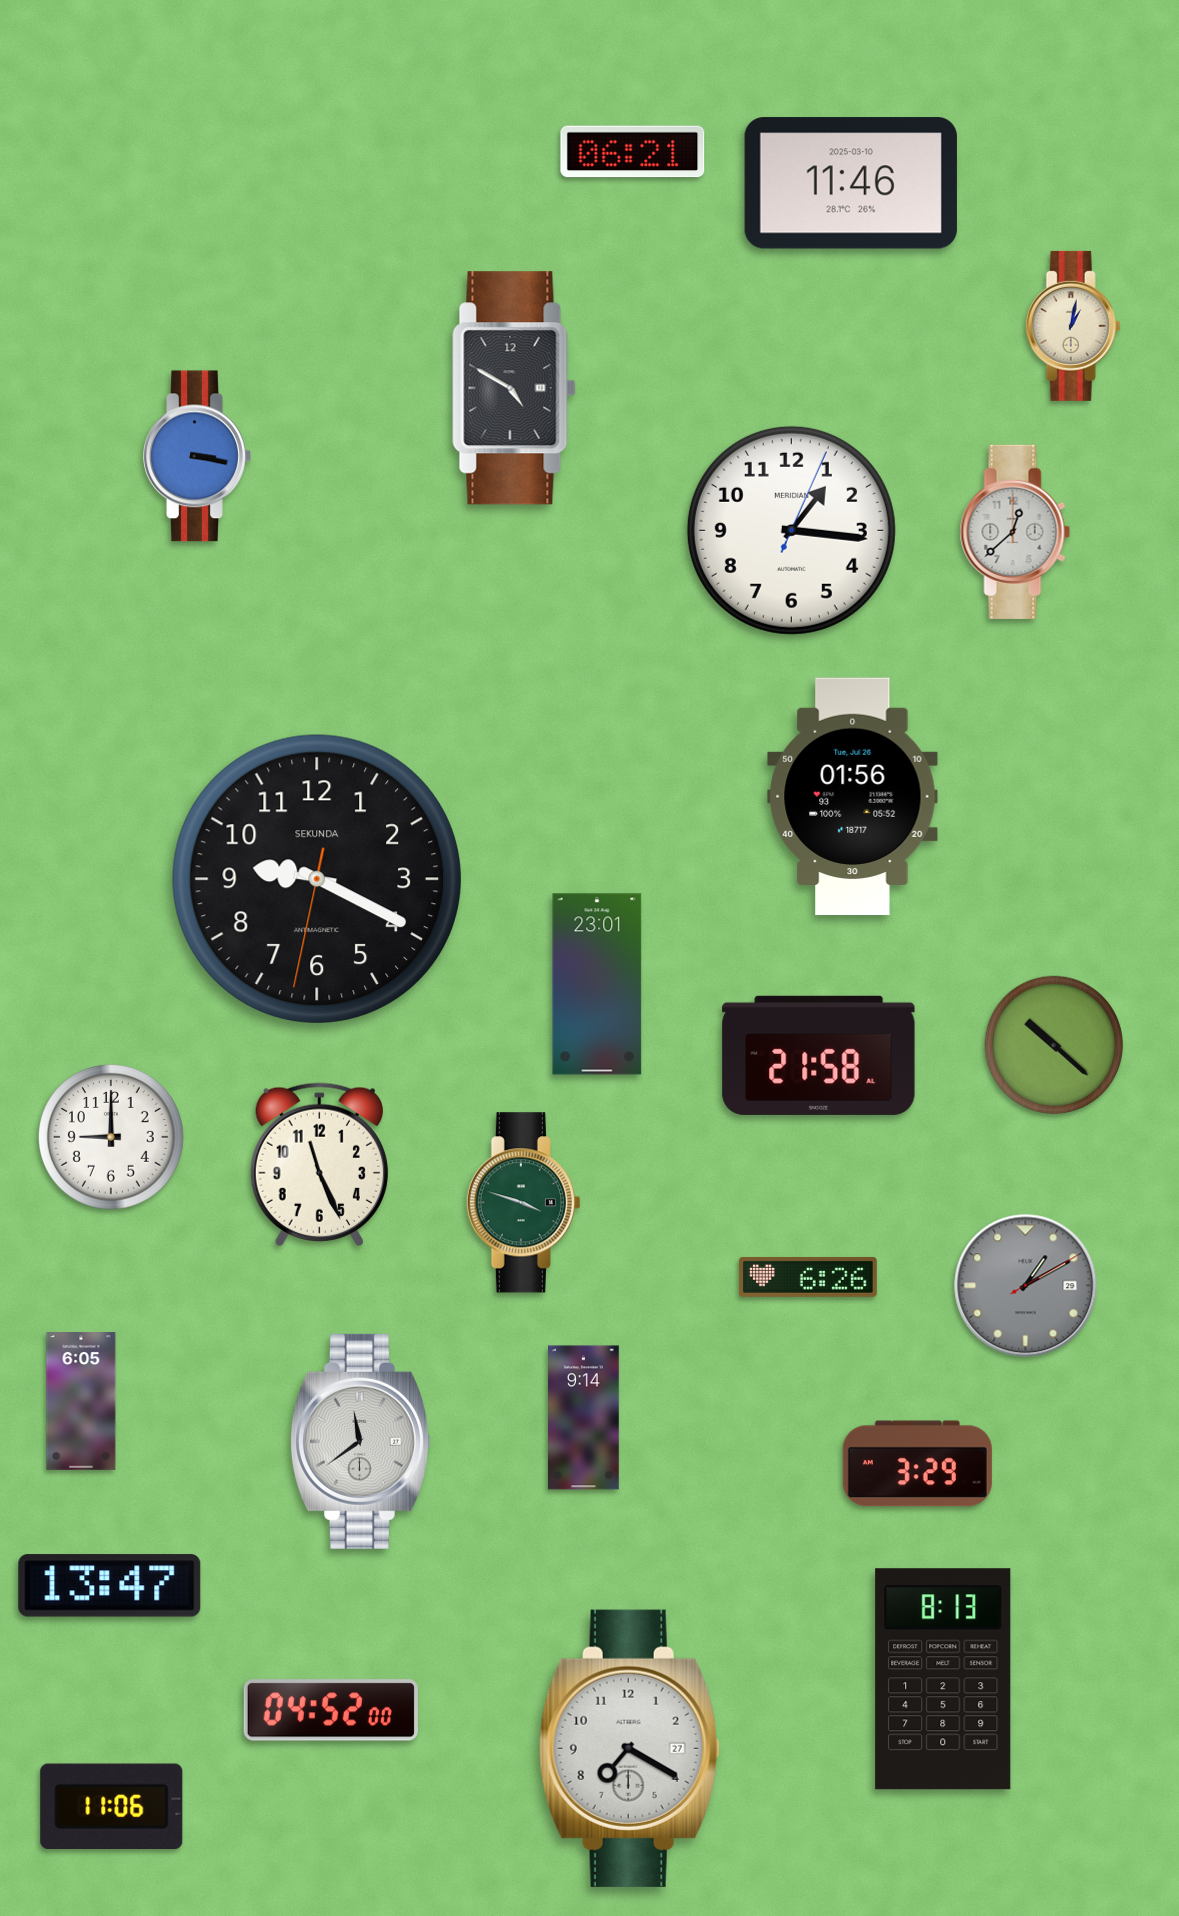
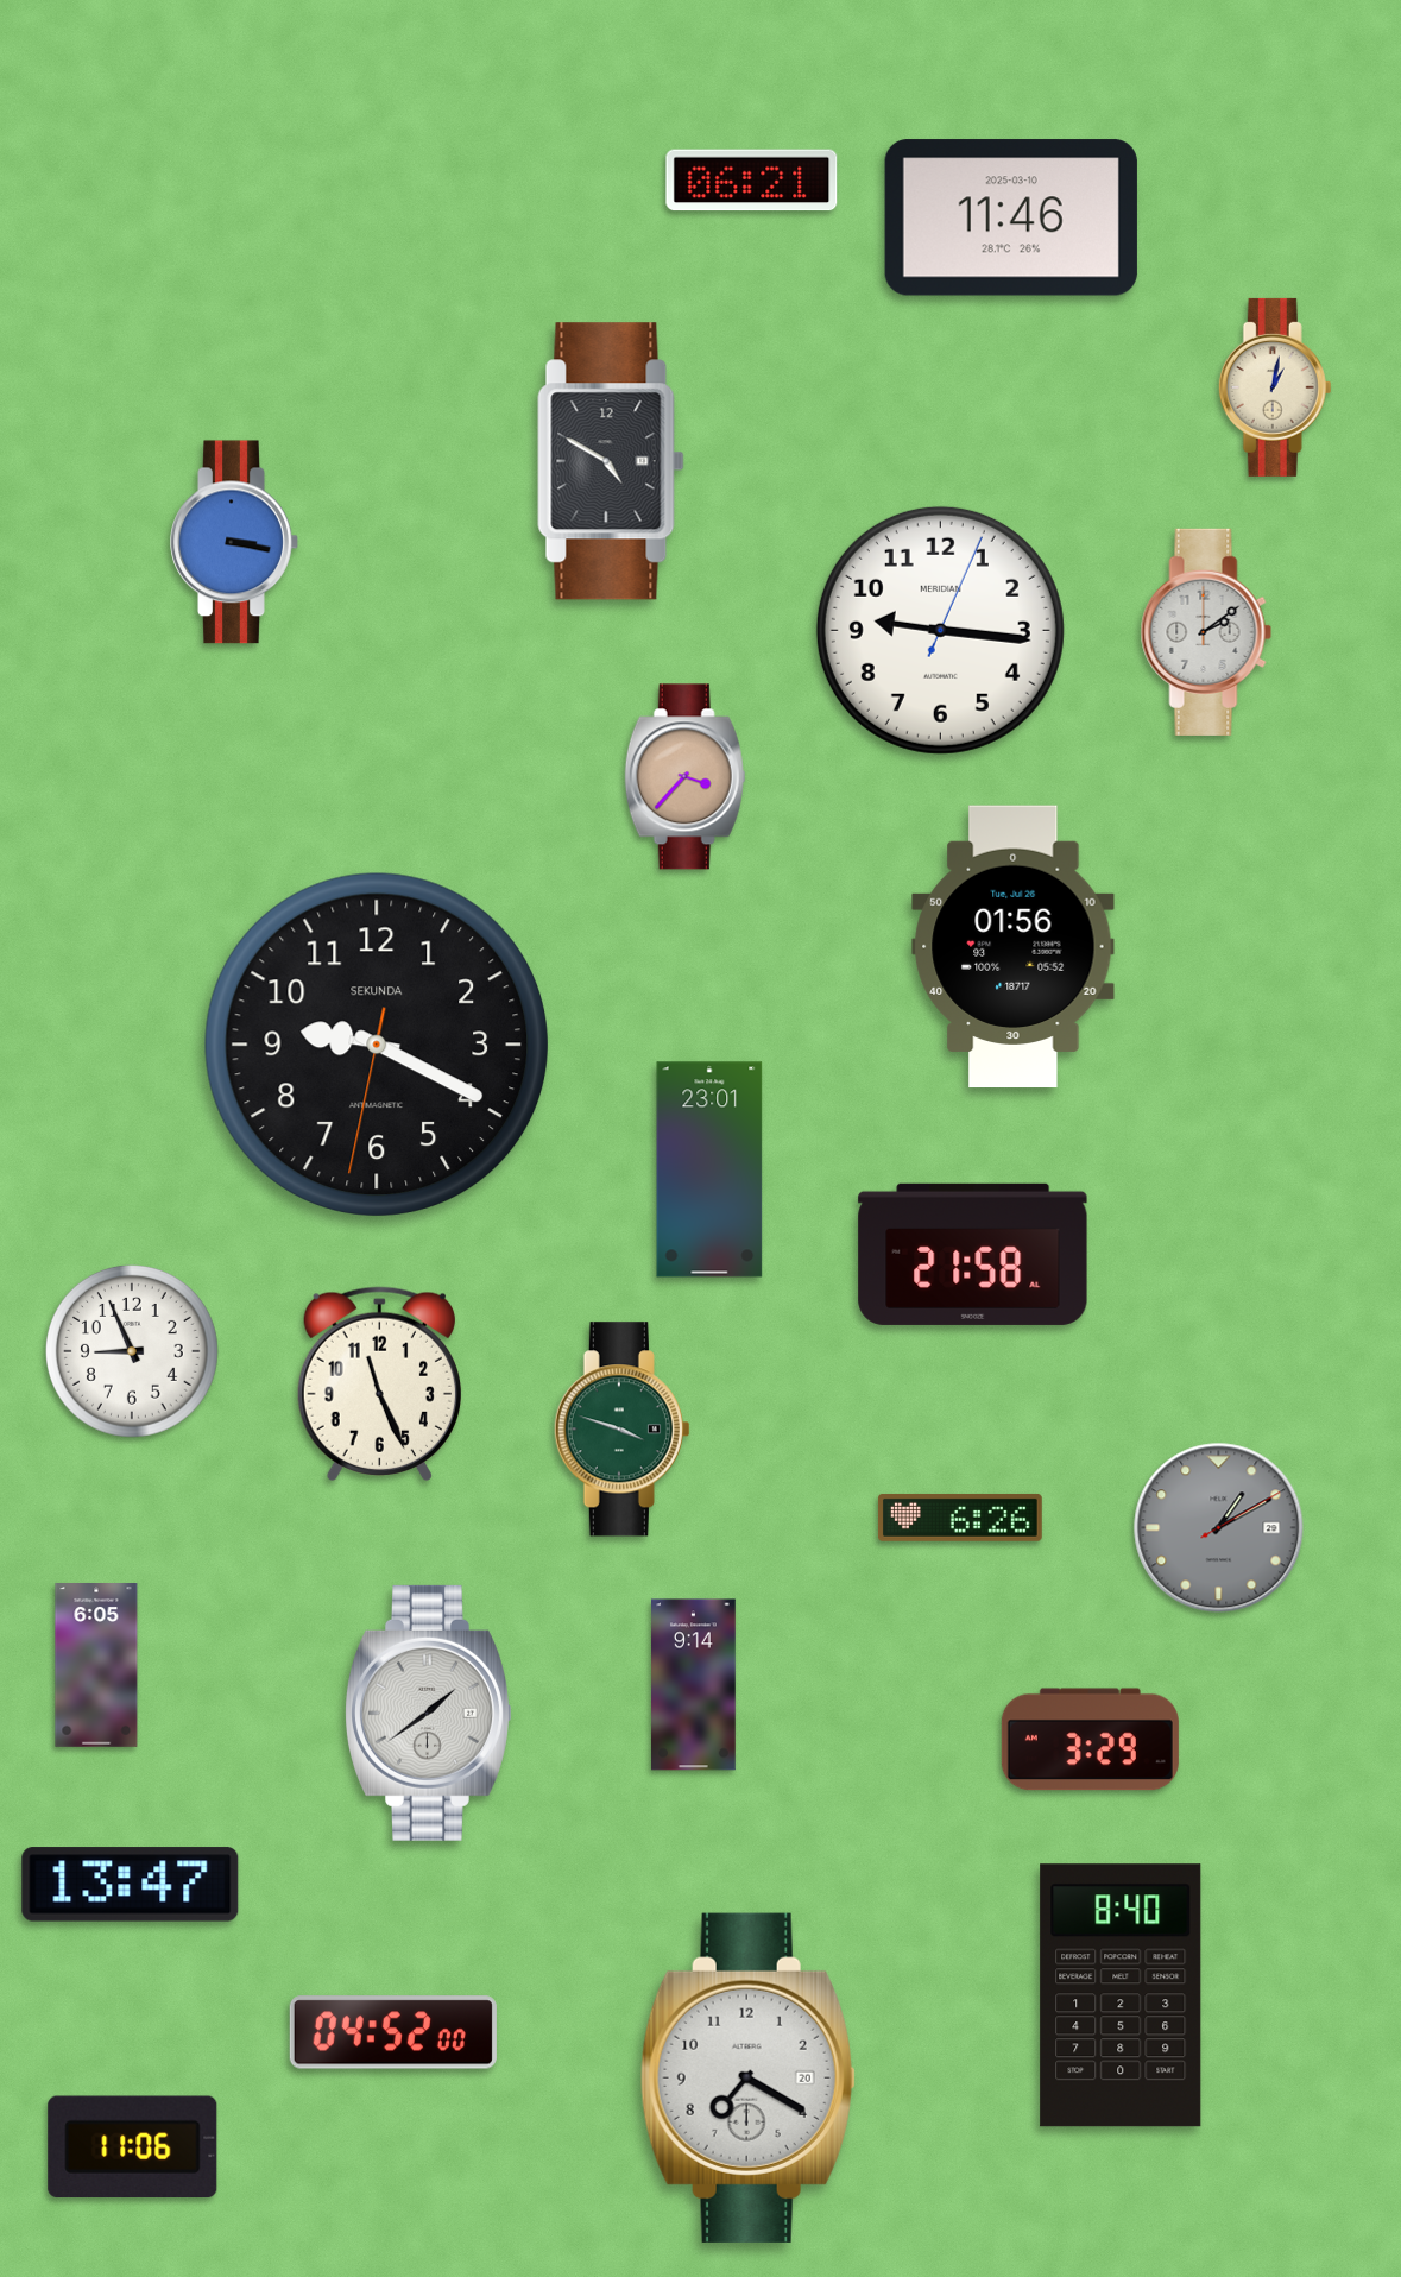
clock at (791, 530): 1:16 -> 9:16
clock at (1015, 532): 12:38 -> 2:09
clock at (686, 777): none -> 3:37
clock at (1054, 1045): 10:22 -> none
clock at (111, 1137): 9:00 -> 8:56
clock at (360, 1441): 11:39 -> 1:39
clock at (943, 1679): 8:13 -> 8:40
clock at (629, 1748) date: 27 -> 20
